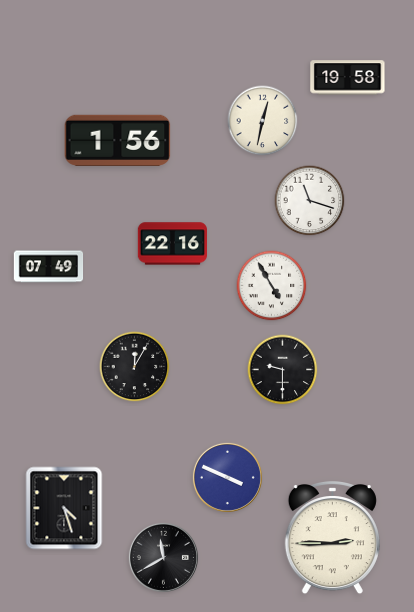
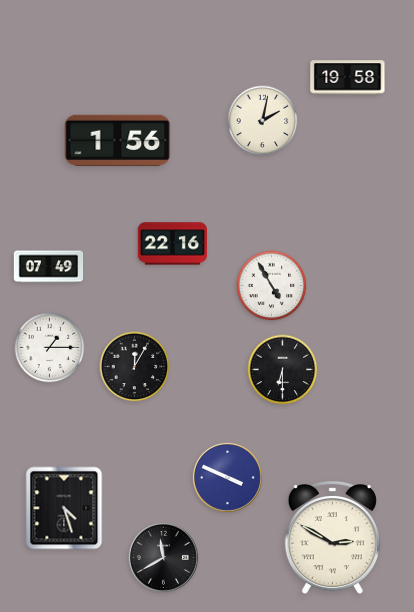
clock at (263, 121): 12:32 -> 2:02
clock at (310, 201): 11:18 -> none
clock at (50, 348): none -> 1:15
clock at (283, 370): 9:30 -> 6:30
clock at (332, 539): 2:45 -> 2:50
